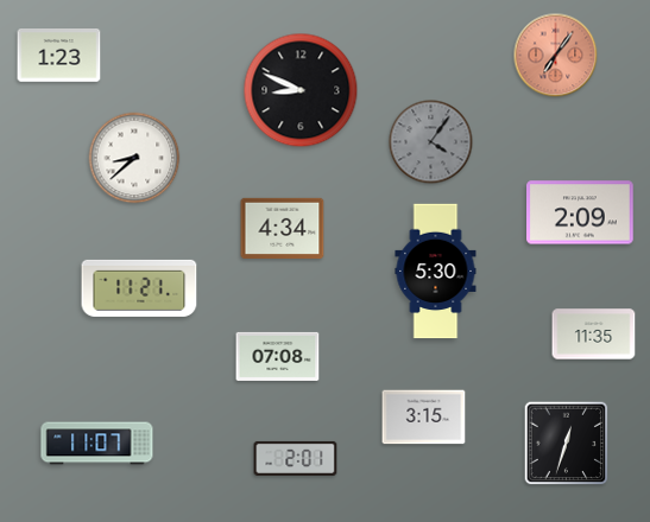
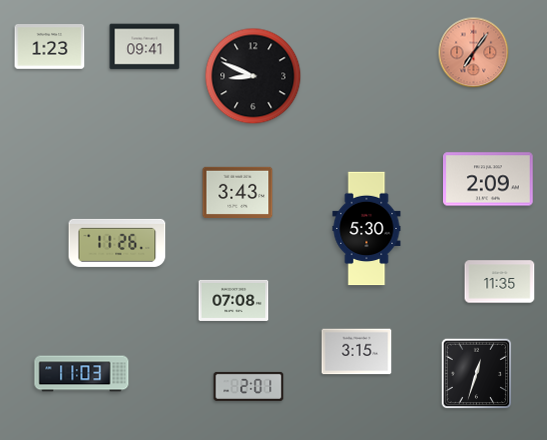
clock at (145, 47): none -> 09:41
clock at (556, 56) position: (556, 56) -> (474, 53)
clock at (431, 142): 4:06 -> none
clock at (134, 158): 8:38 -> none
clock at (283, 228): 4:34 -> 3:43
clock at (139, 288): 11:21 -> 11:26
clock at (97, 444): 11:07 -> 11:03
